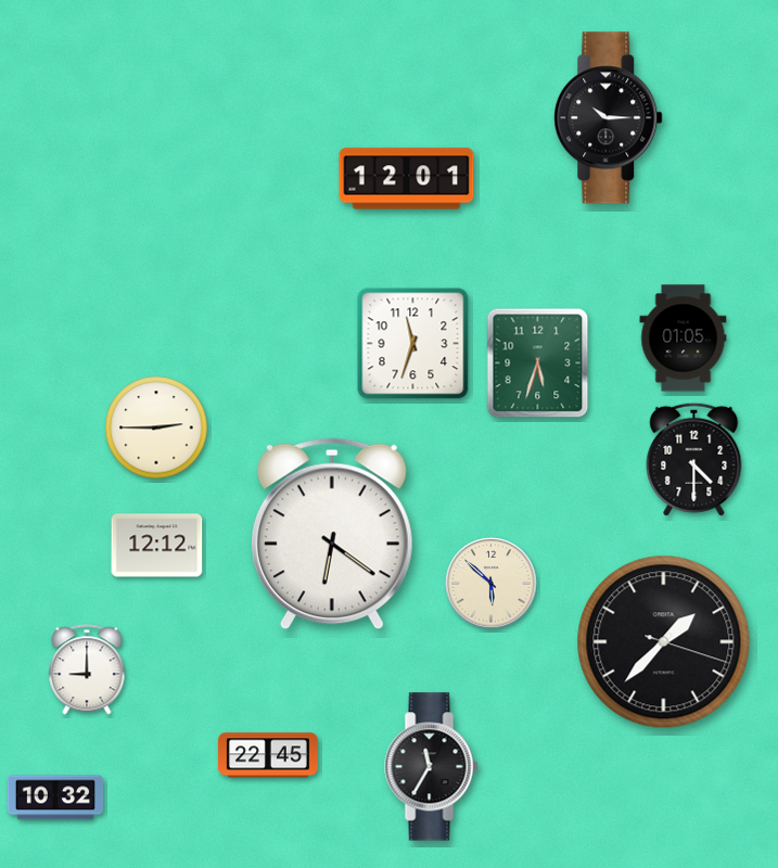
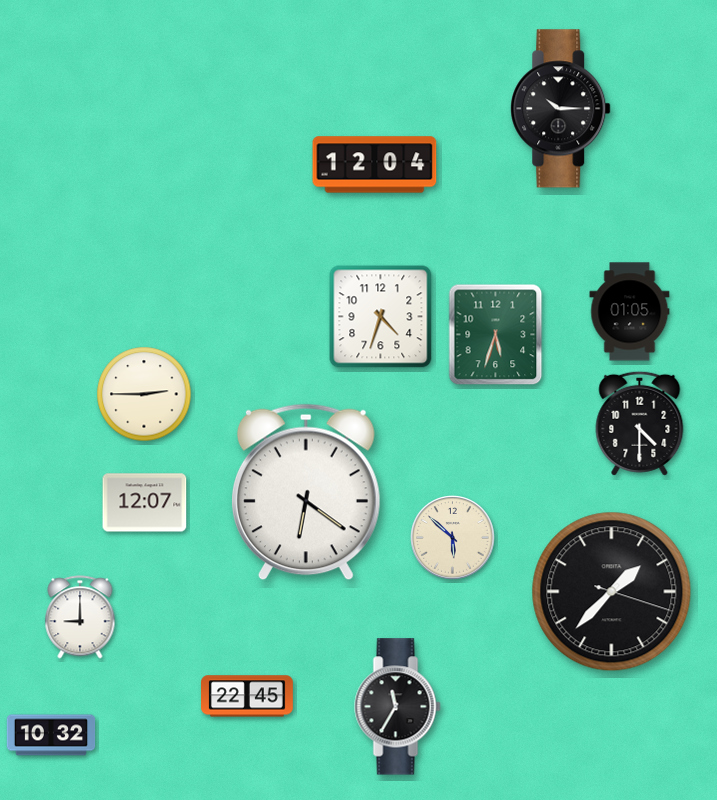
clock at (407, 179): 12:01 -> 12:04
clock at (413, 344): 11:33 -> 4:33
clock at (157, 546): 12:12 -> 12:07
